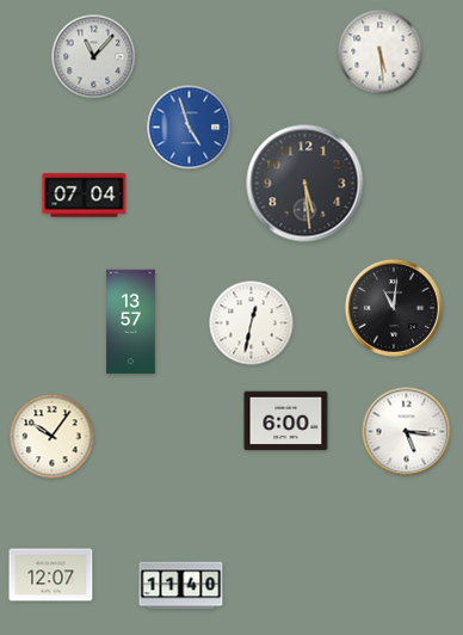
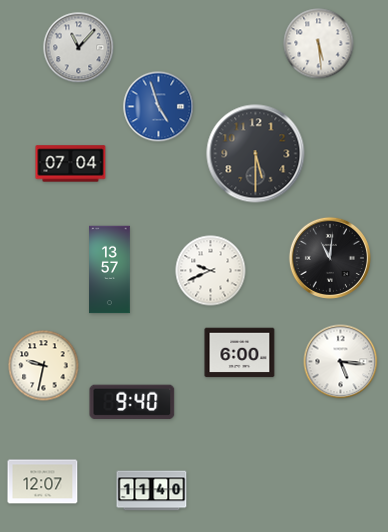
clock at (305, 184): 5:29 -> 5:30
clock at (252, 323): 12:32 -> 9:41
clock at (53, 437): 10:06 -> 9:32
clock at (132, 402): none -> 9:40
